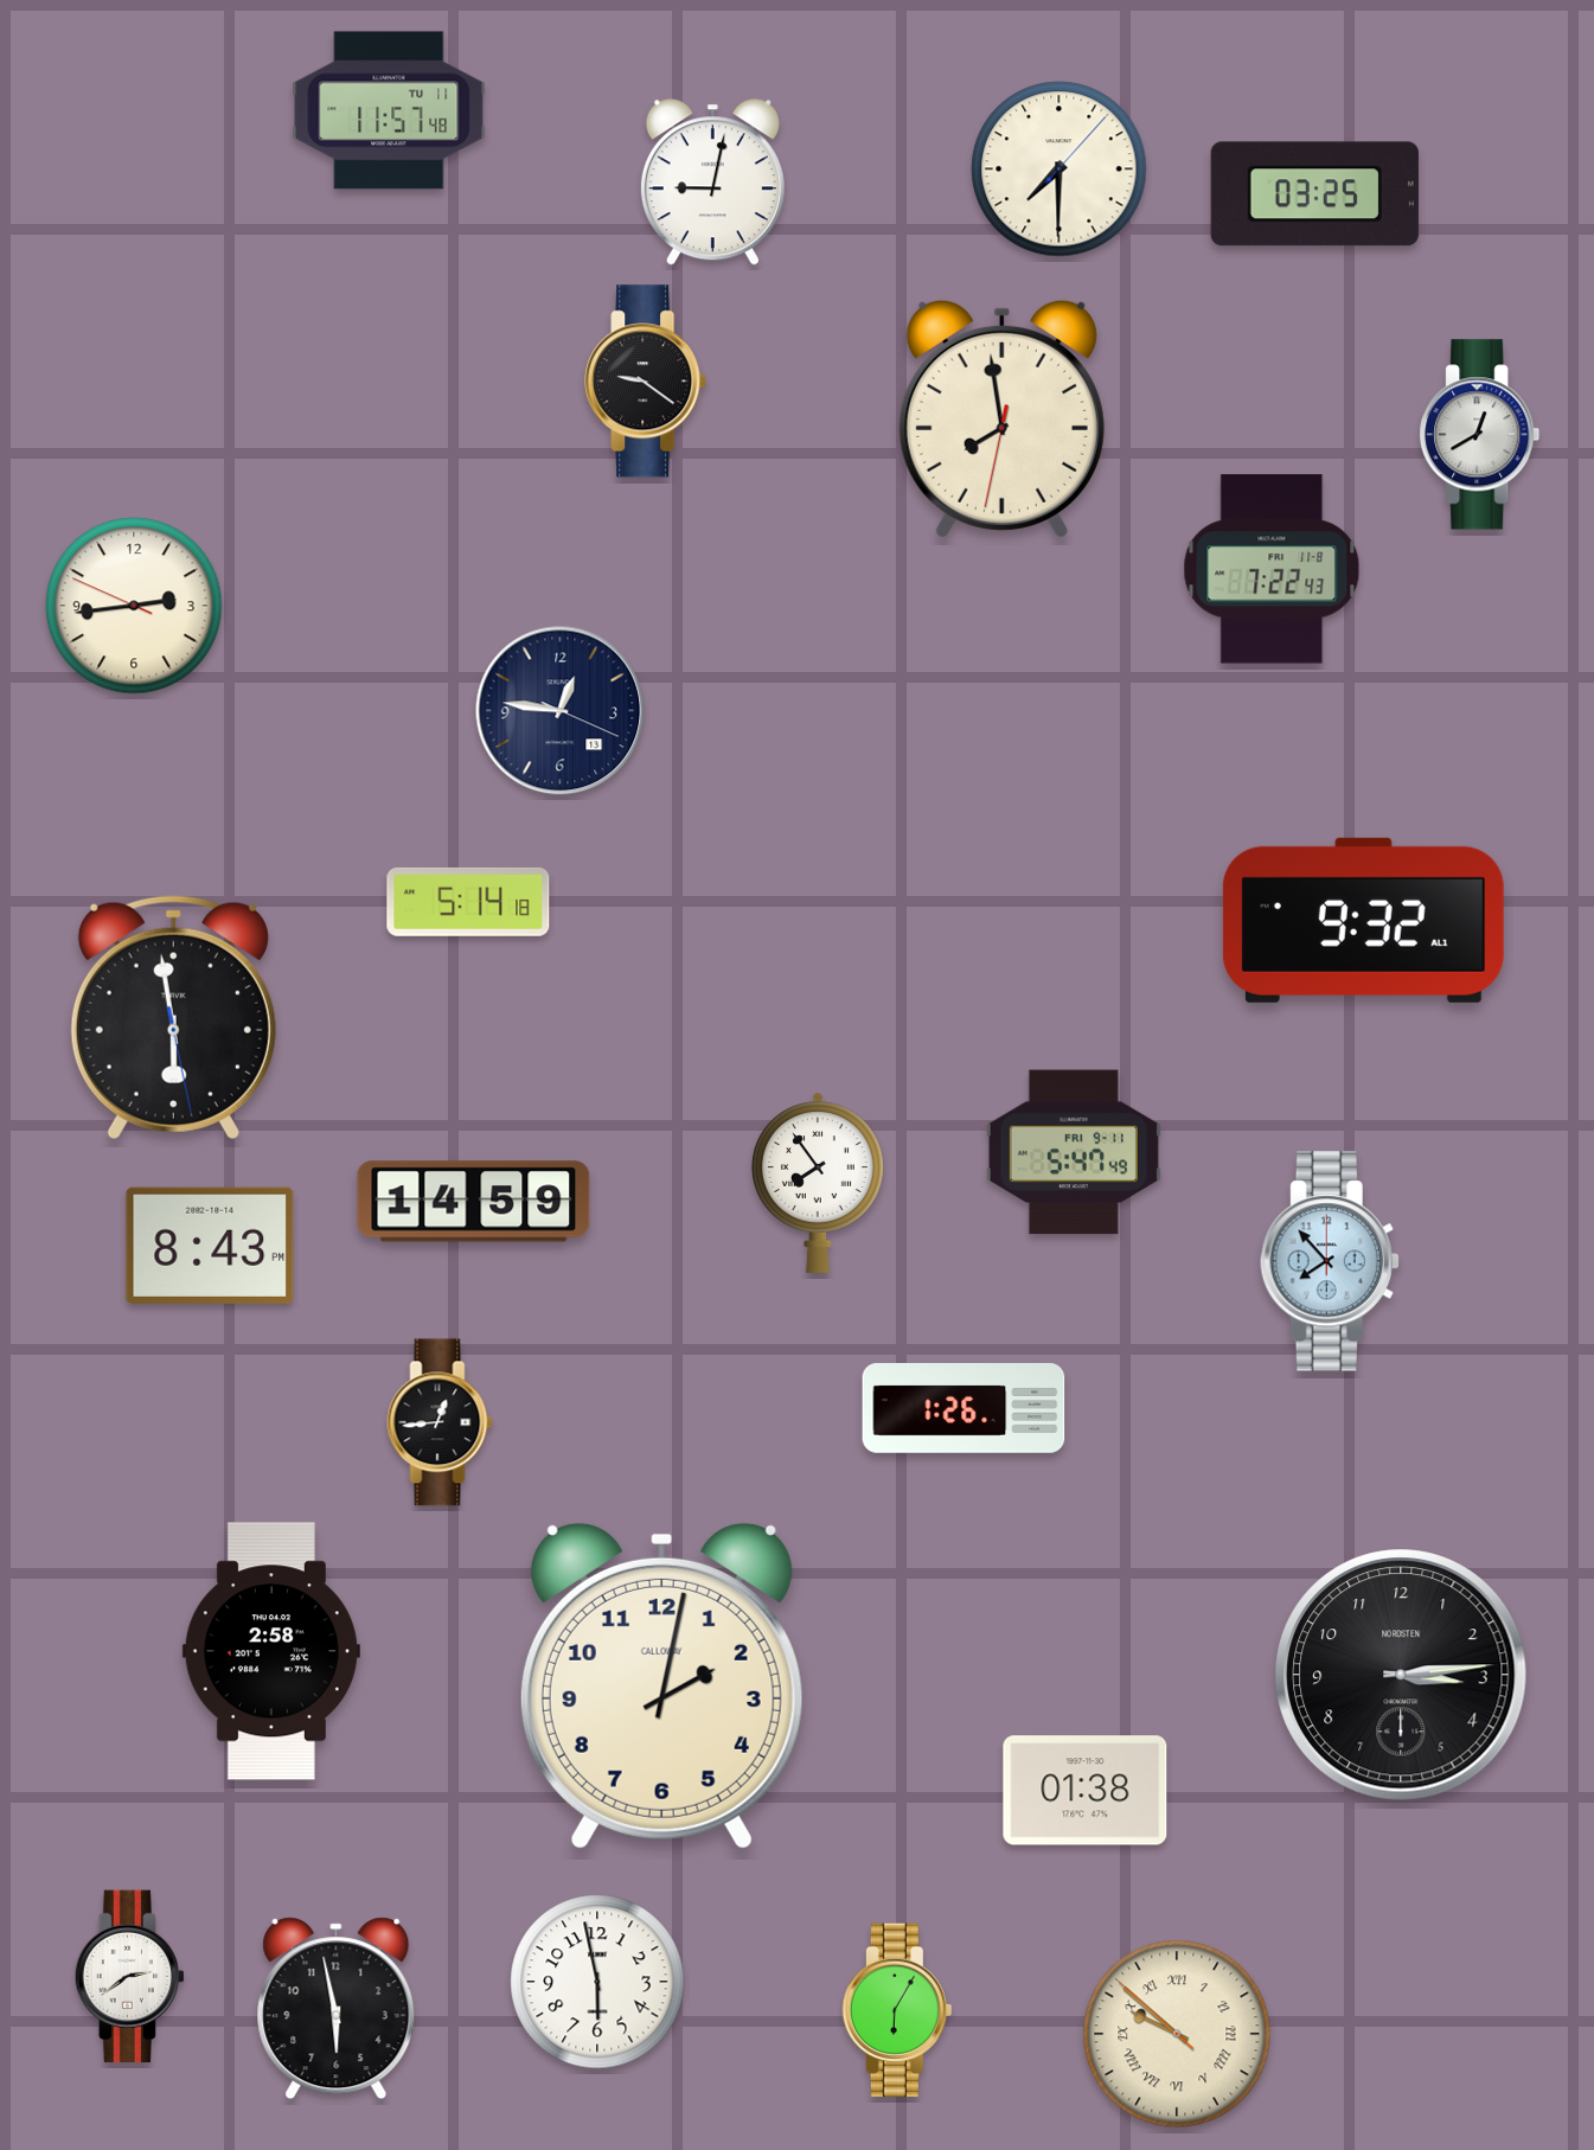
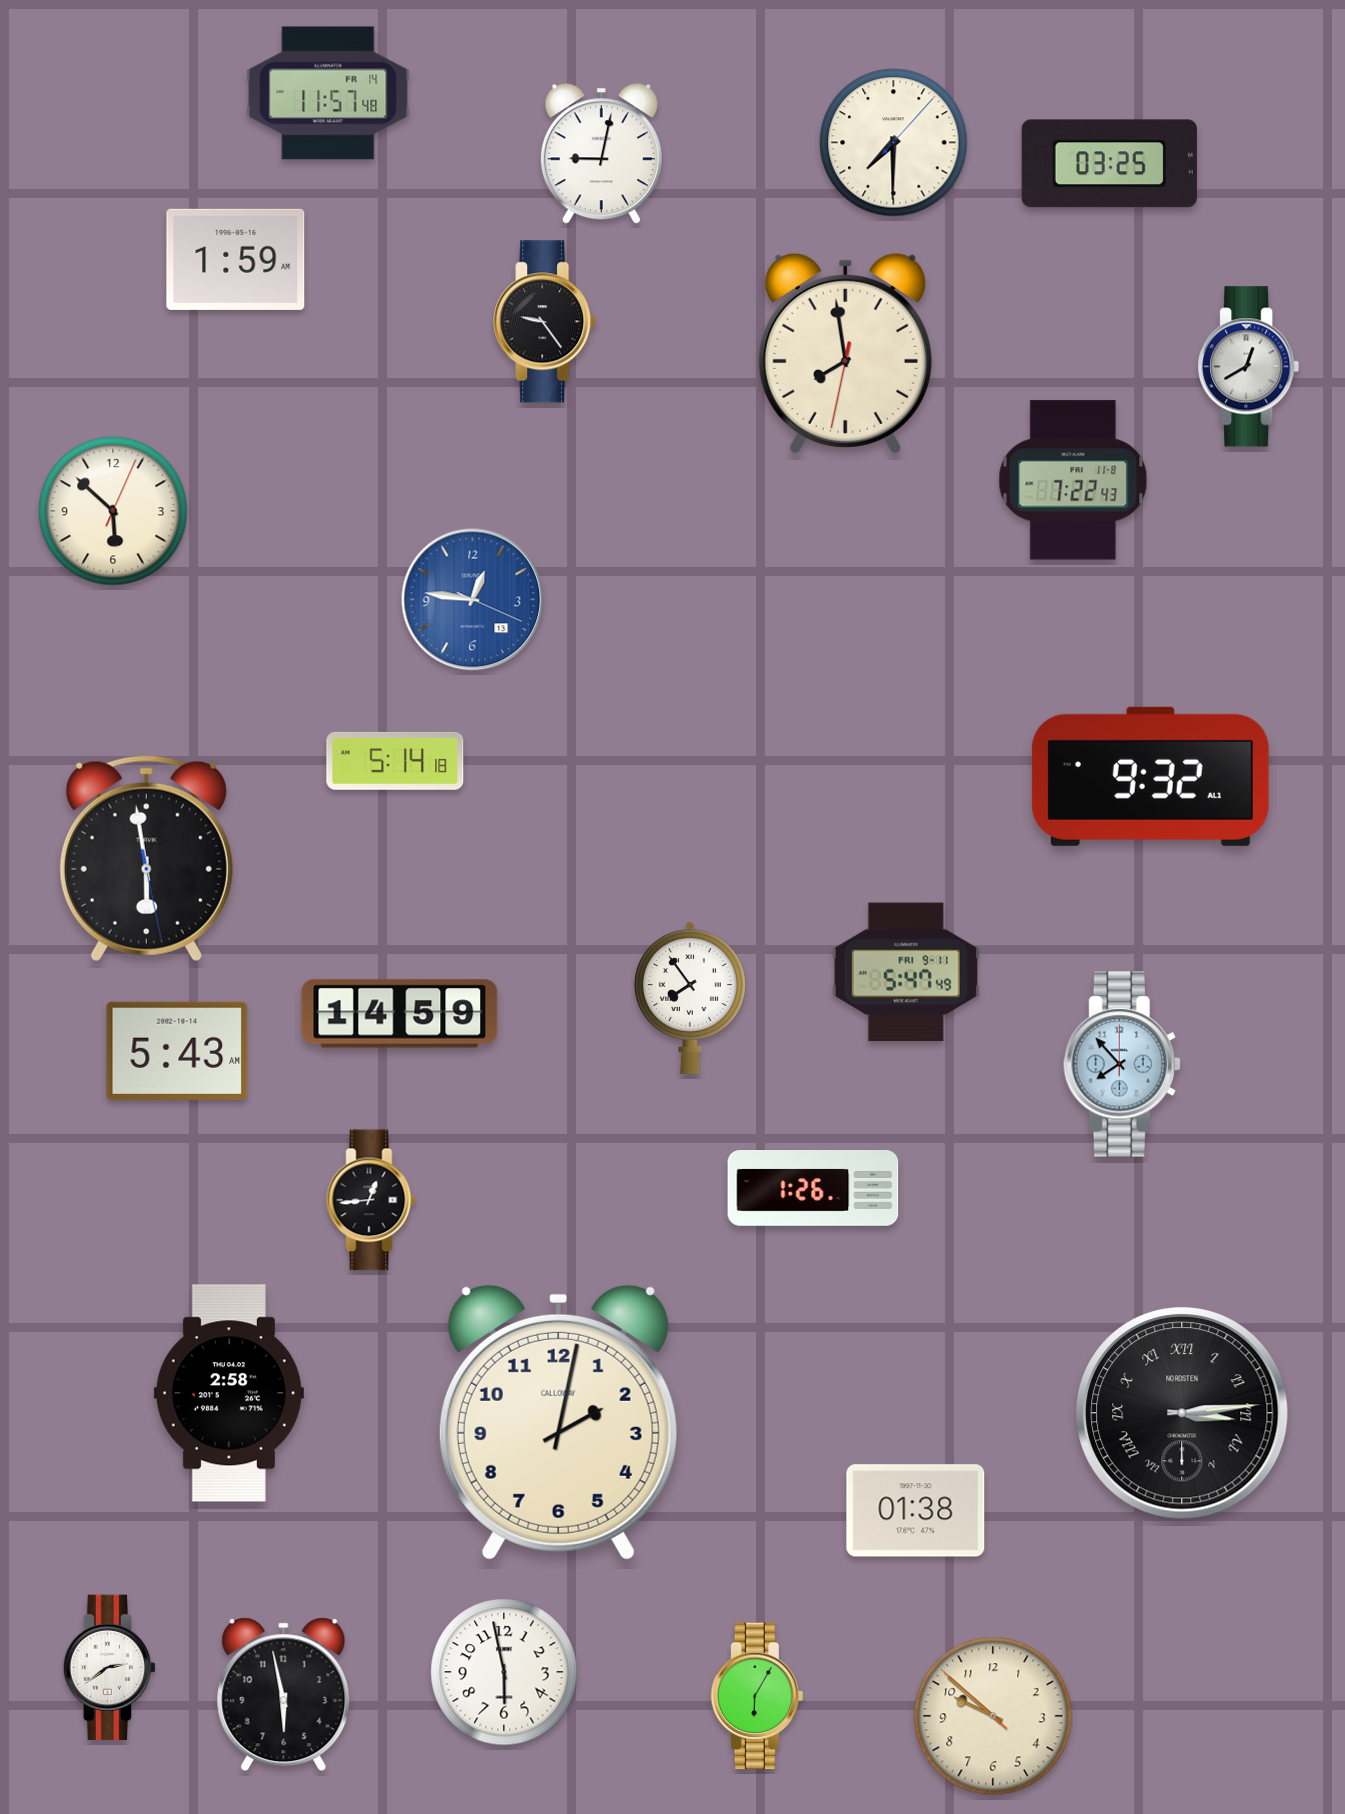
clock at (389, 110) date: TU 11 -> FR 14
clock at (236, 259): none -> 1:59
clock at (646, 382): 9:21 -> 9:24
clock at (134, 606): 2:43 -> 5:52
clock at (561, 711) dial: navy -> blue
clock at (210, 1246): 8:43 -> 5:43
clock at (1401, 1675) numerals: Arabic -> Roman
clock at (1177, 2034) numerals: Roman -> Arabic
